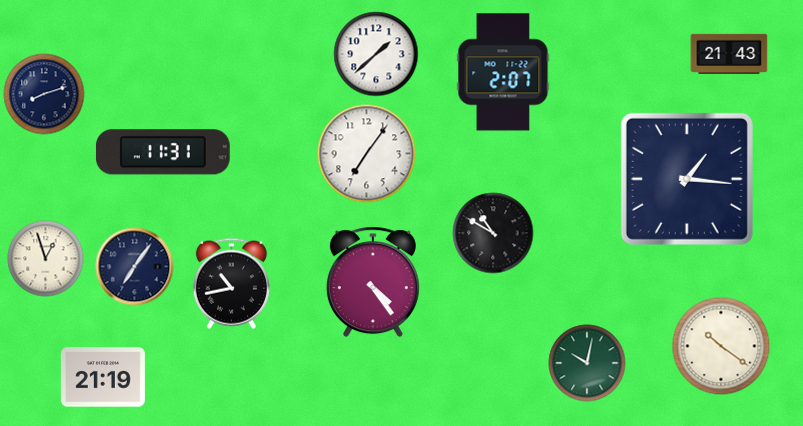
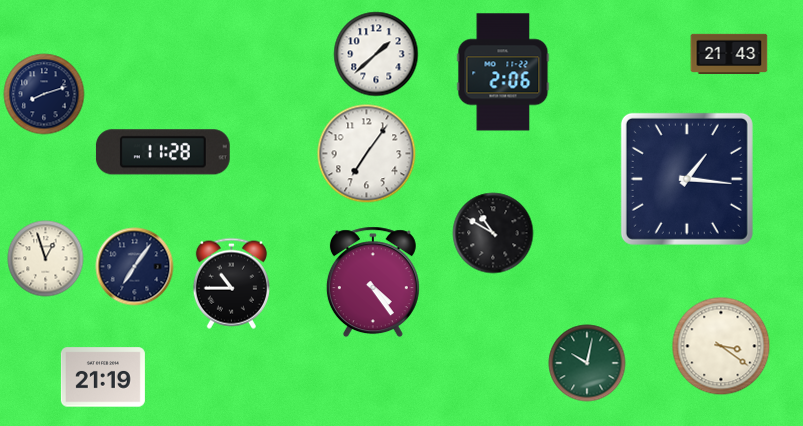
clock at (503, 72): 2:07 -> 2:06
clock at (163, 152): 11:31 -> 11:28
clock at (231, 283): 10:43 -> 10:45
clock at (721, 346): 10:21 -> 3:21
